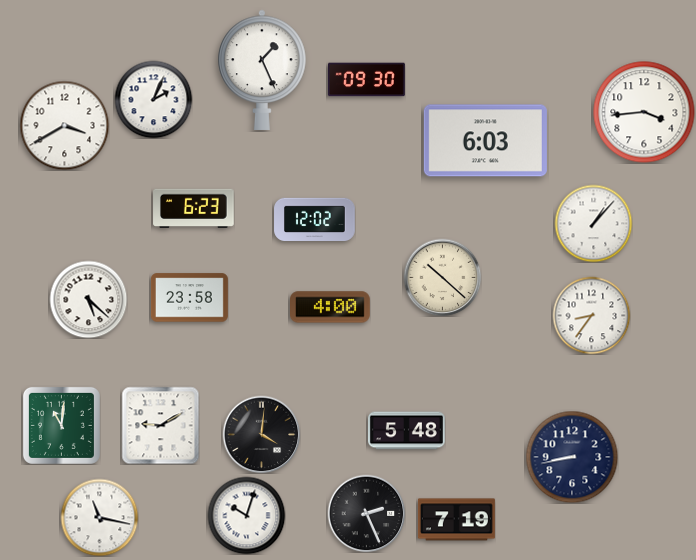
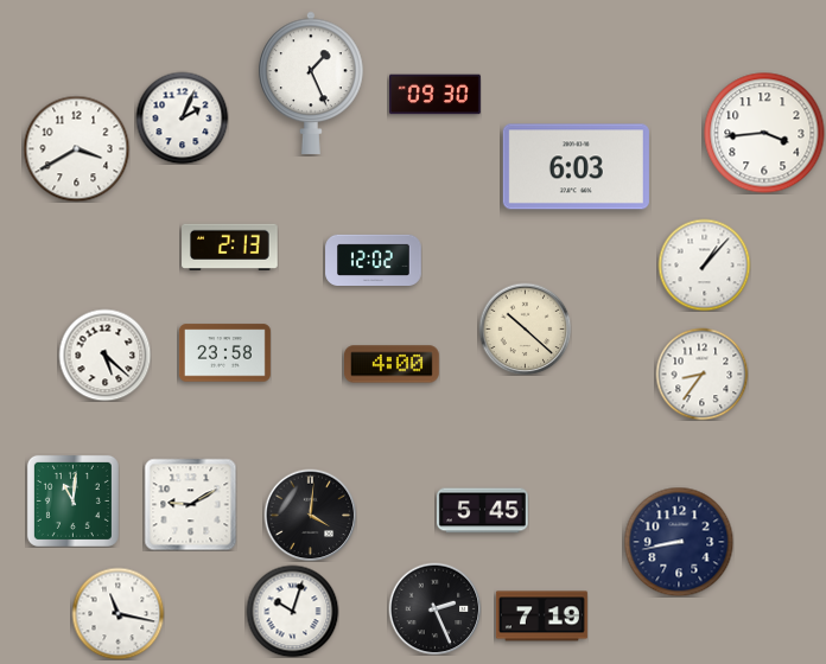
clock at (194, 208): 6:23 -> 2:13
clock at (61, 425) position: (61, 425) -> (72, 500)
clock at (406, 431): 5:48 -> 5:45
